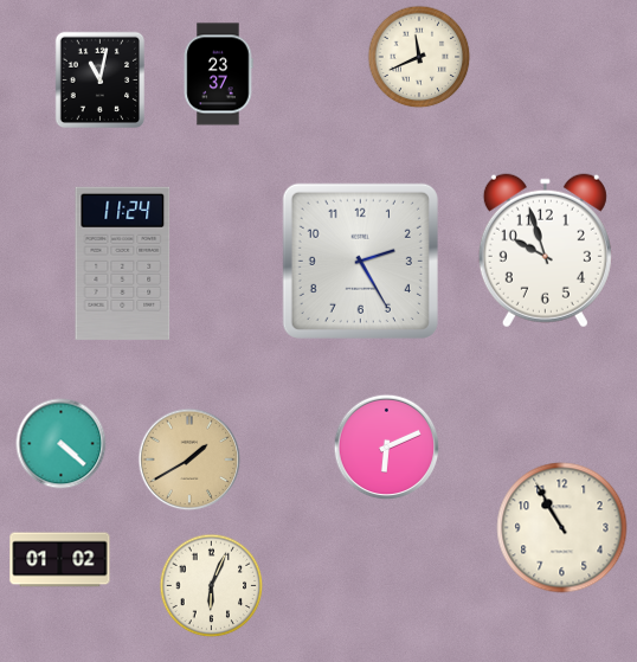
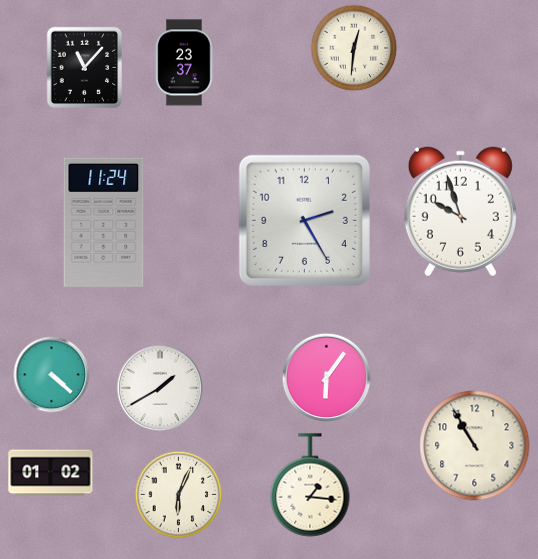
clock at (419, 57): 11:41 -> 12:31
clock at (101, 81): 11:02 -> 11:07
clock at (387, 448): 6:11 -> 6:06
clock at (189, 459) dial: champagne -> white
clock at (310, 485): none -> 1:16
